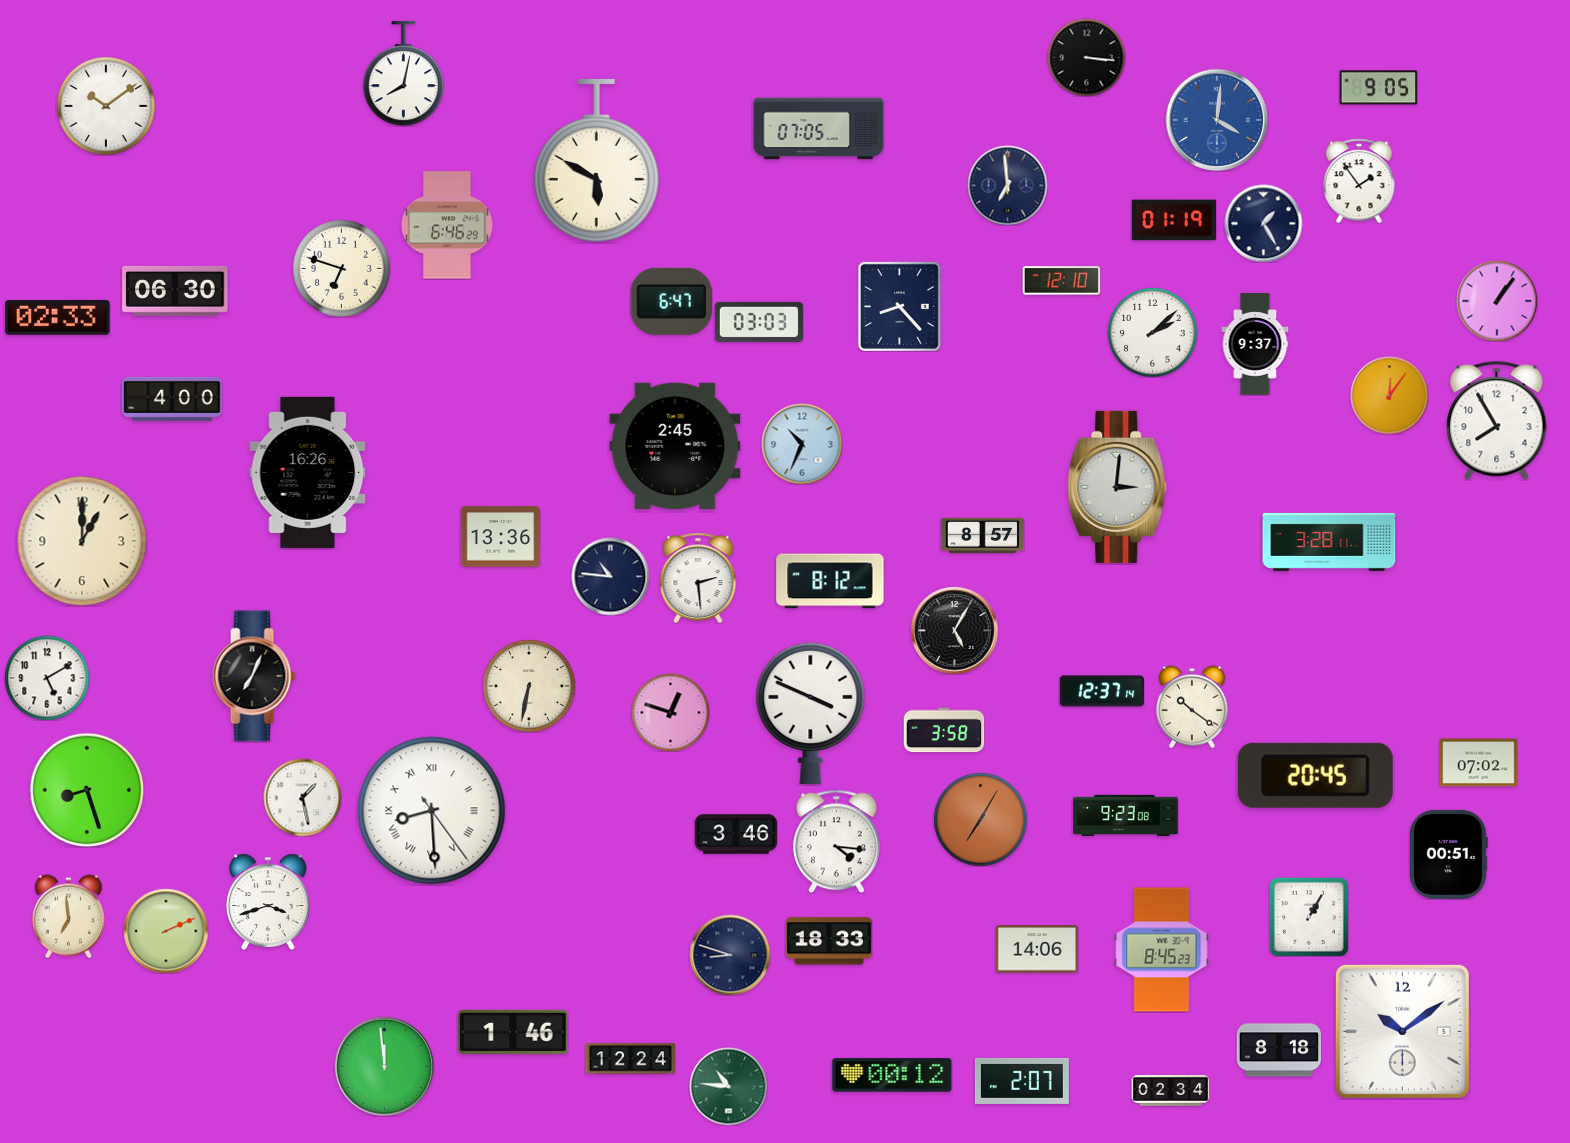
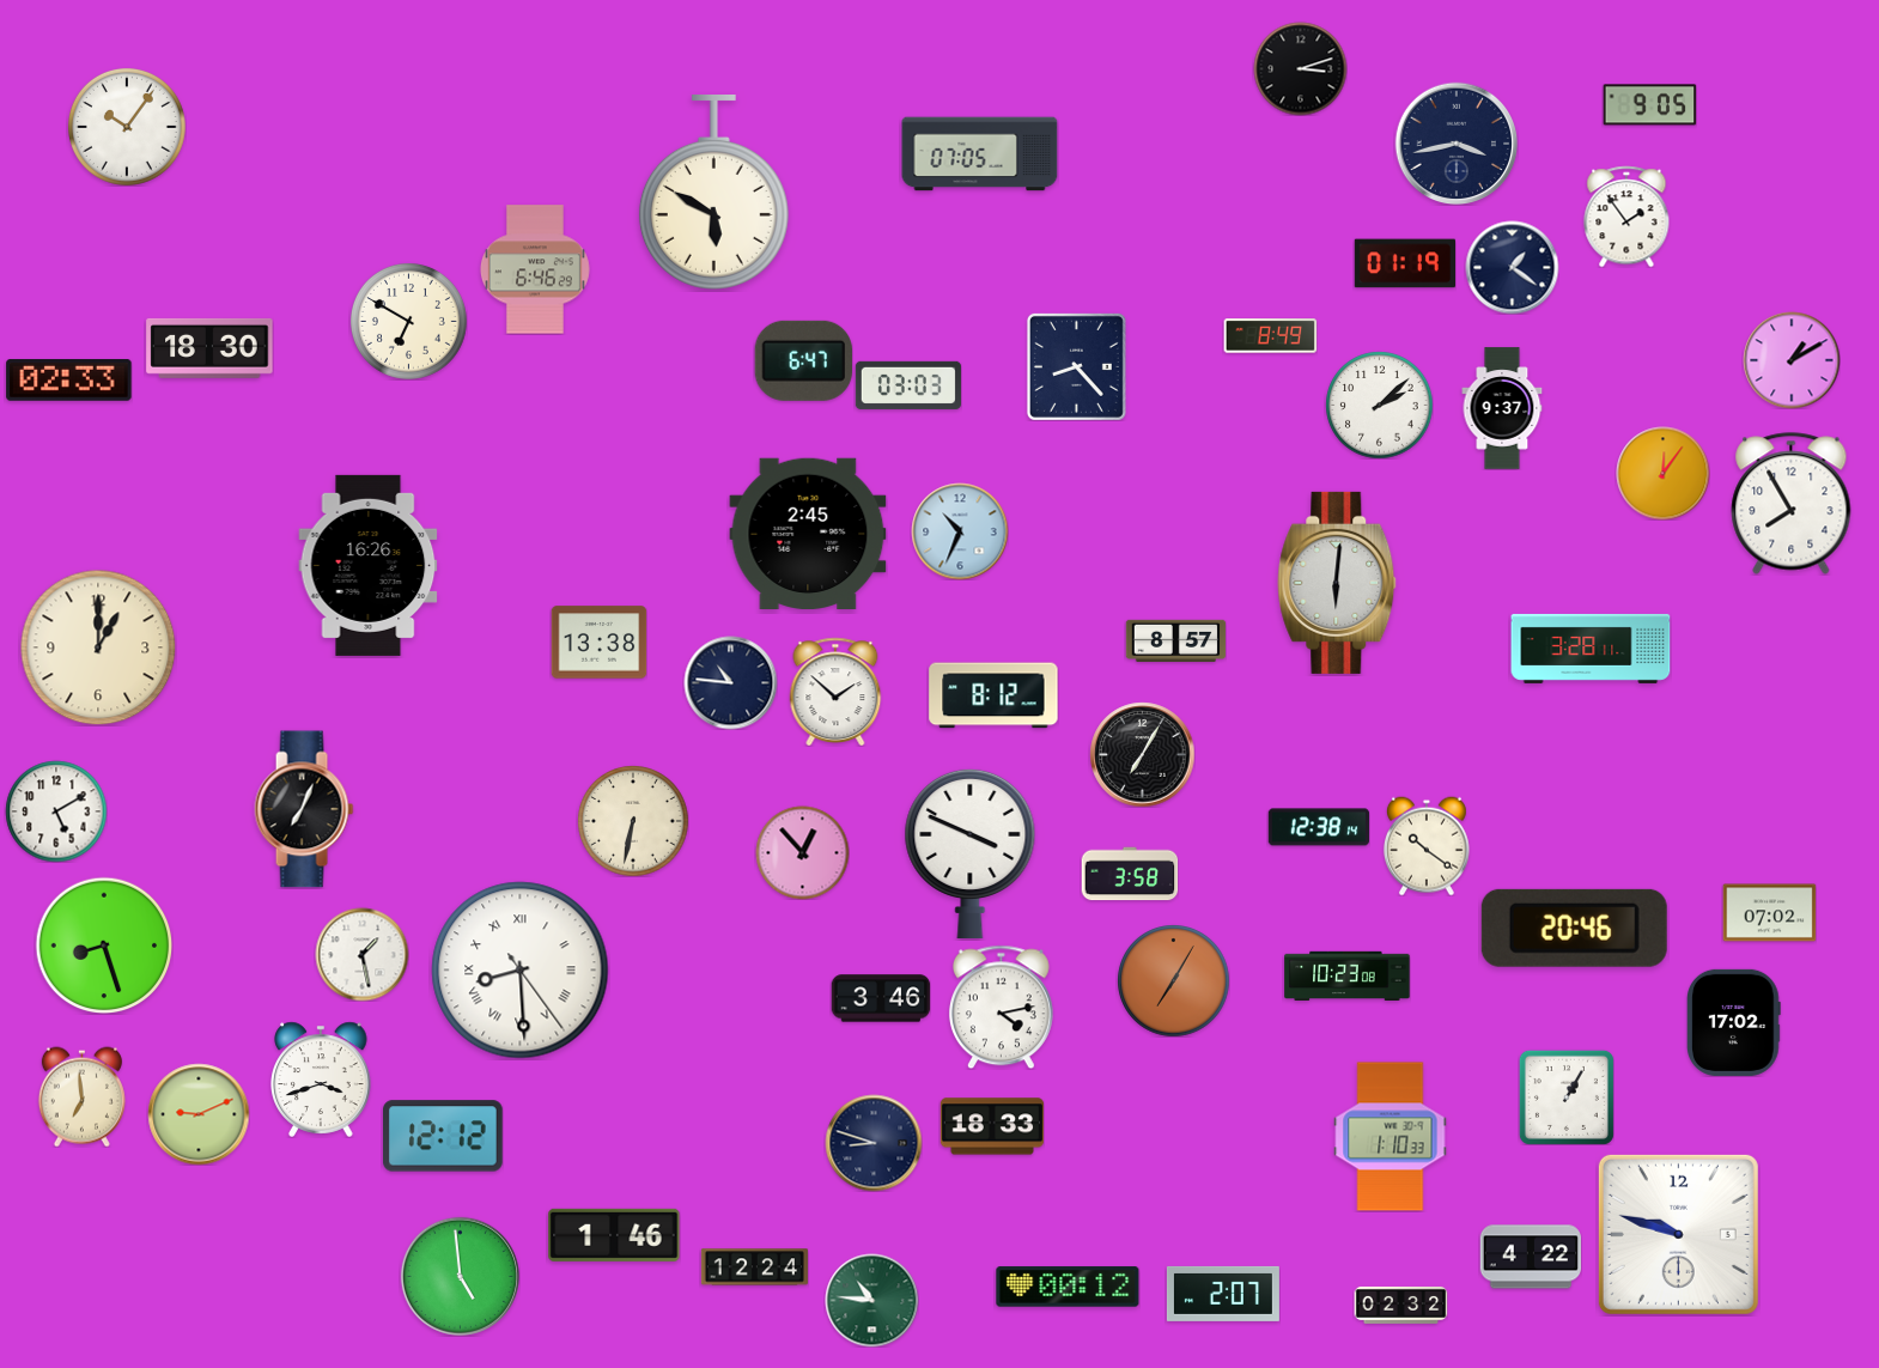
clock at (1086, 57): 3:16 -> 3:12
clock at (403, 74): 8:02 -> none
clock at (106, 106): 10:09 -> 10:06
clock at (1217, 120): 4:01 -> 3:43
clock at (1217, 120) dial: blue -> navy
clock at (1007, 185): 6:59 -> none
clock at (1263, 223): 1:25 -> 1:21
clock at (341, 268): 6:48 -> 6:50
clock at (1061, 281): 12:10 -> 8:49
clock at (175, 291): 06:30 -> 18:30
clock at (1497, 301): 1:06 -> 1:10
clock at (1152, 332) position: (1152, 332) -> (1379, 405)
clock at (1255, 344) position: (1255, 344) -> (1502, 408)
clock at (172, 399): 4:00 -> none
clock at (1117, 487): 3:01 -> 6:01
clock at (500, 537): 13:36 -> 13:38
clock at (610, 576) position: (610, 576) -> (730, 682)
clock at (698, 577): 2:29 -> 1:52
clock at (954, 630): 5:05 -> 7:05
clock at (1101, 691): 12:37 -> 12:38
clock at (670, 712): 12:48 -> 12:53
clock at (1315, 775): 20:45 -> 20:46
clock at (432, 811) position: (432, 811) -> (521, 971)
clock at (1126, 815): 9:23 -> 10:23
clock at (836, 841): 4:16 -> 4:13
clock at (1449, 854): 00:51 -> 17:02
clock at (166, 931): 2:11 -> 9:11
clock at (444, 1136): none -> 12:12
clock at (1037, 949): 14:06 -> none
clock at (1162, 950): 8:45 -> 1:10
clock at (1402, 1031): 10:09 -> 9:48
clock at (1279, 1050): 8:18 -> 4:22
clock at (384, 1066): 11:59 -> 4:59
clock at (1170, 1090): 02:34 -> 02:32
